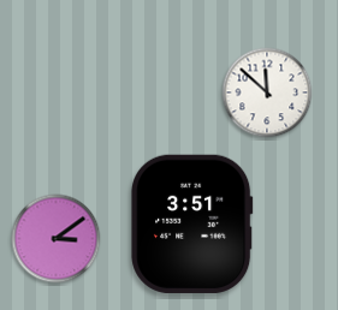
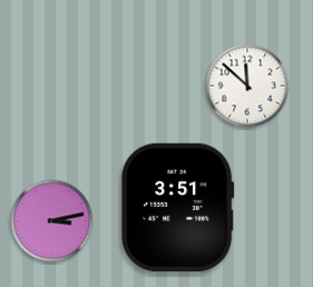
clock at (57, 239): 3:09 -> 3:13
